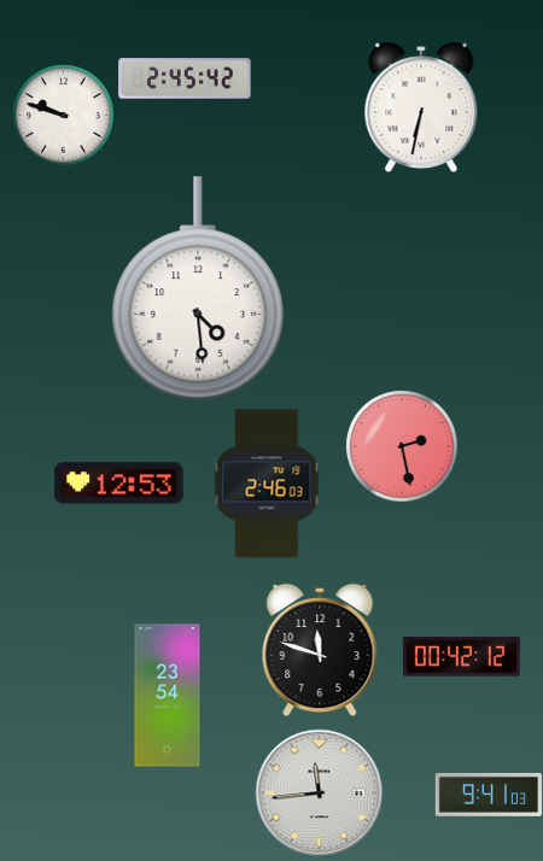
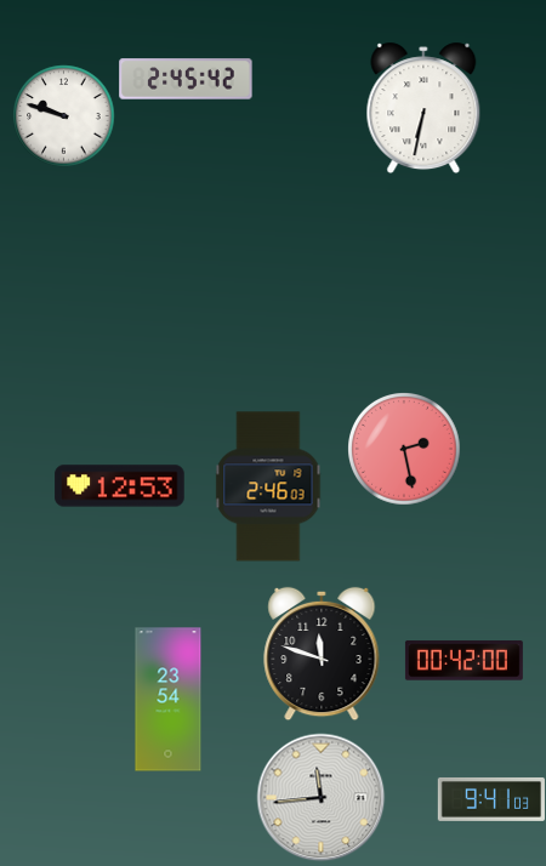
clock at (198, 288): 4:29 -> none
clock at (461, 657): 00:42:12 -> 00:42:00
